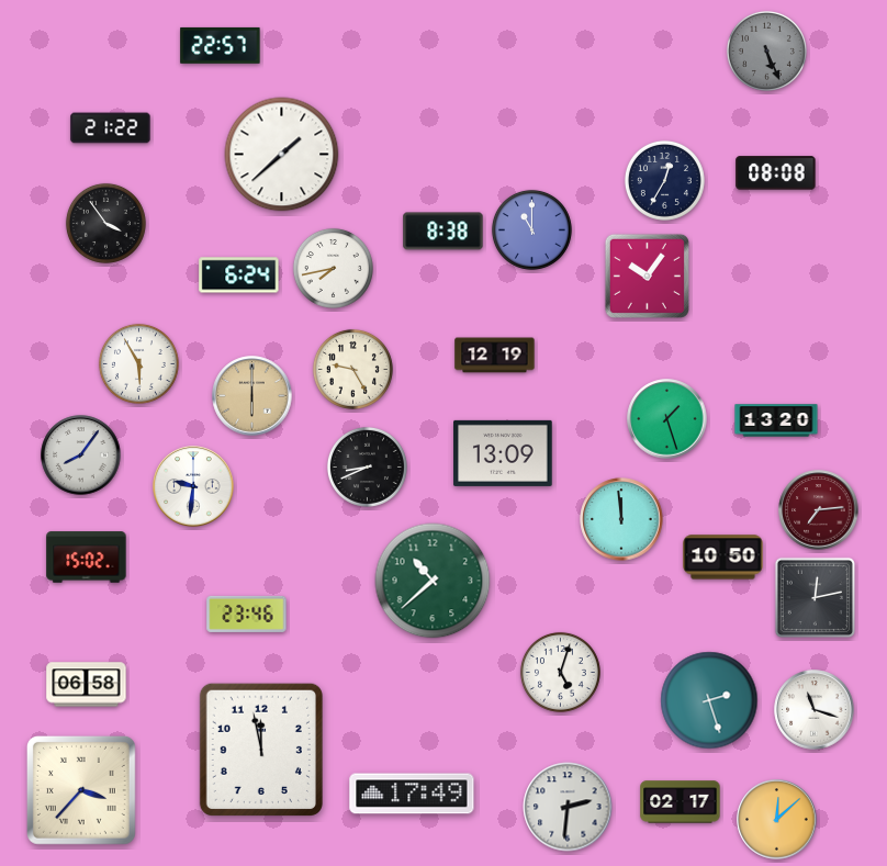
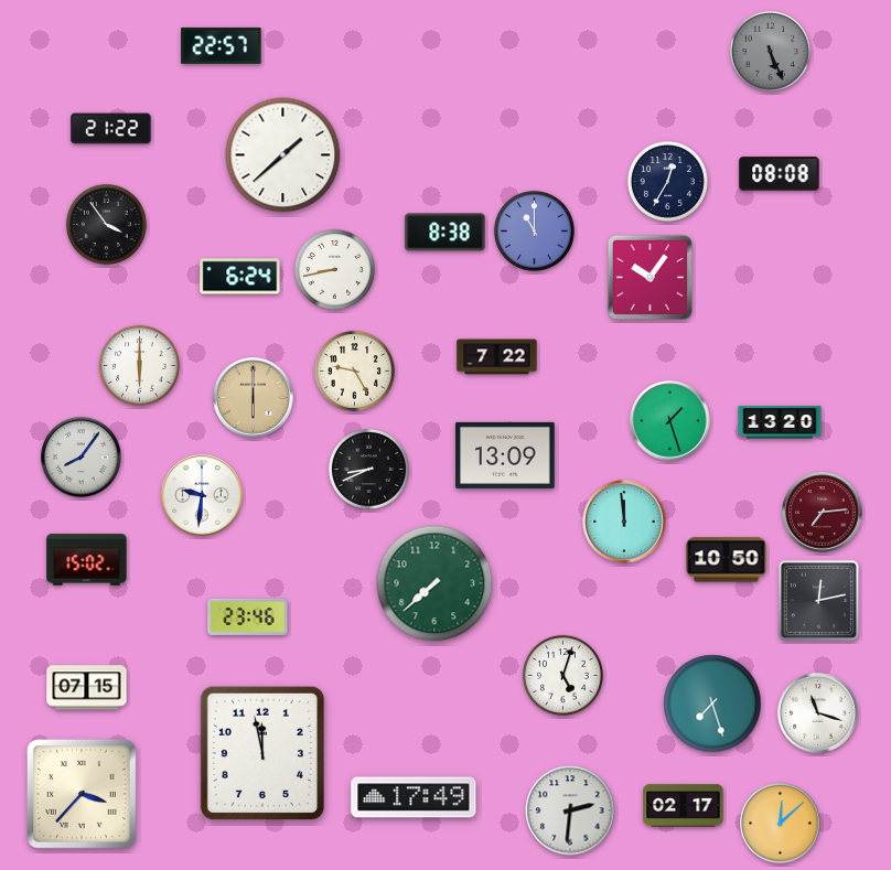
clock at (333, 268): 7:43 -> 8:43
clock at (495, 356): 12:19 -> 7:22
clock at (138, 363): 5:55 -> 6:00
clock at (193, 486) position: (193, 486) -> (202, 495)
clock at (433, 581): 10:38 -> 7:38
clock at (87, 685): 06:58 -> 07:15
clock at (709, 700): 2:27 -> 7:27
